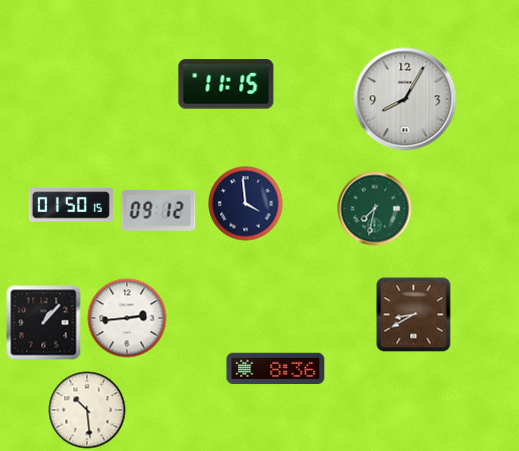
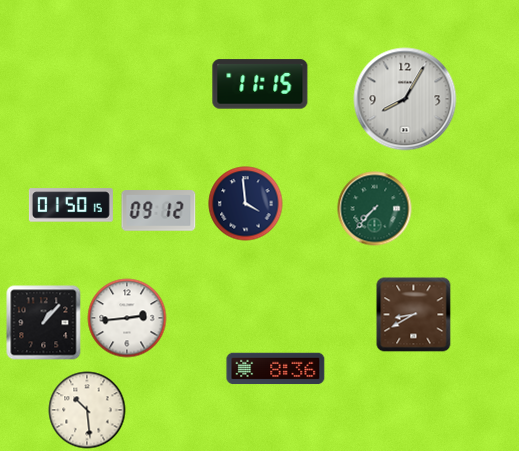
clock at (226, 84) position: (226, 84) -> (260, 84)
clock at (375, 209): 7:32 -> 7:37
